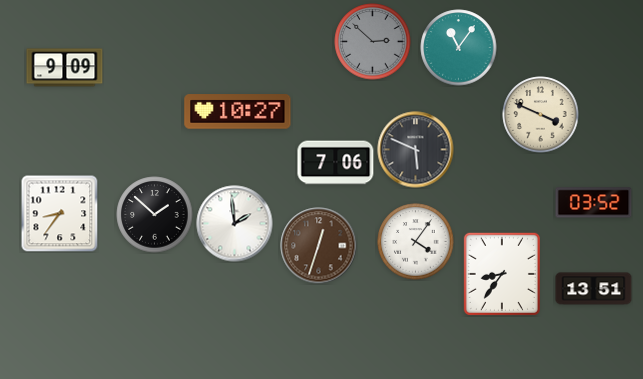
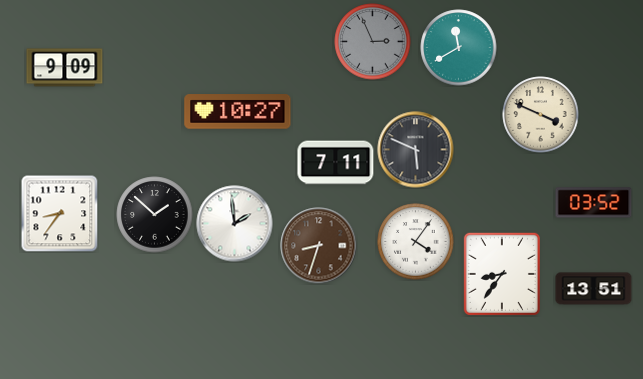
clock at (373, 42): 2:52 -> 2:56
clock at (459, 48): 11:06 -> 11:40
clock at (336, 163): 7:06 -> 7:11
clock at (319, 246): 12:33 -> 8:33
